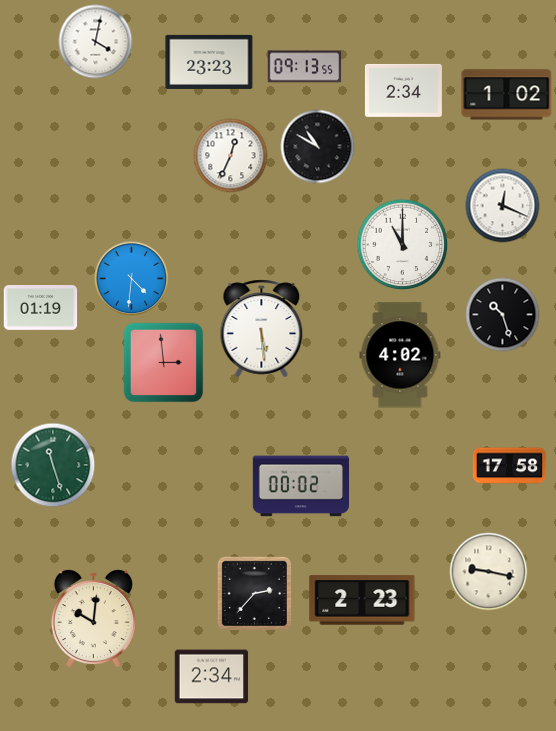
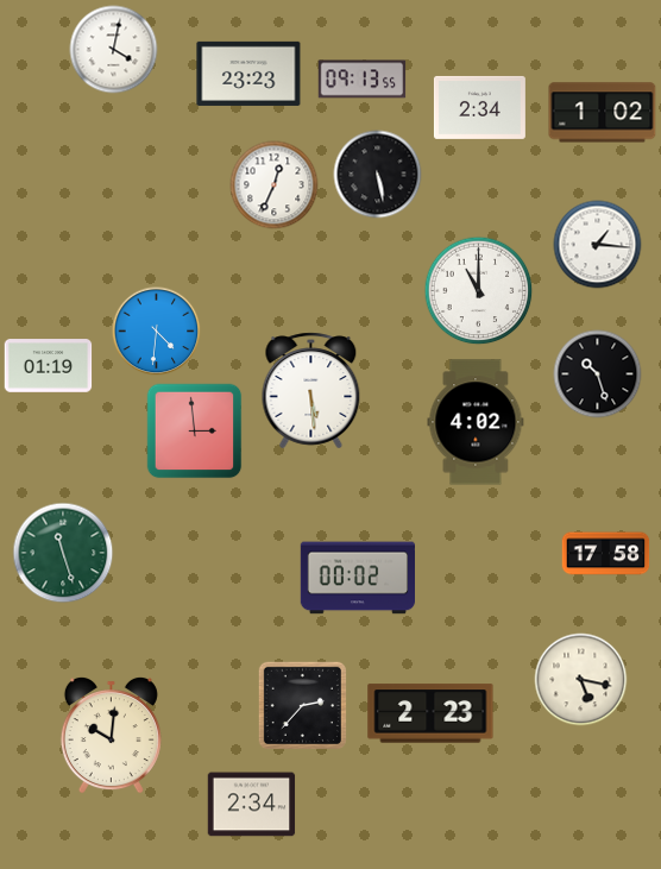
clock at (318, 147): 10:50 -> 5:28
clock at (503, 206): 12:19 -> 1:16
clock at (489, 572): 9:17 -> 5:17
